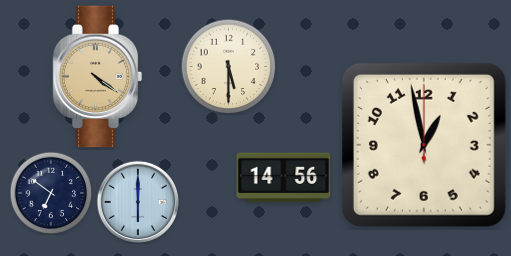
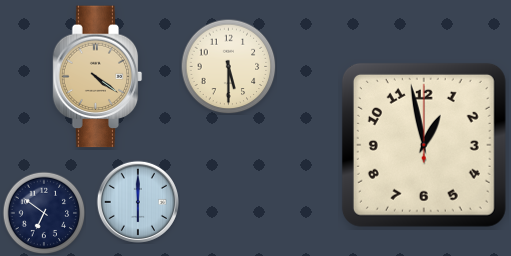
clock at (284, 178): 14:56 -> none
clock at (51, 193) position: (51, 193) -> (44, 213)
